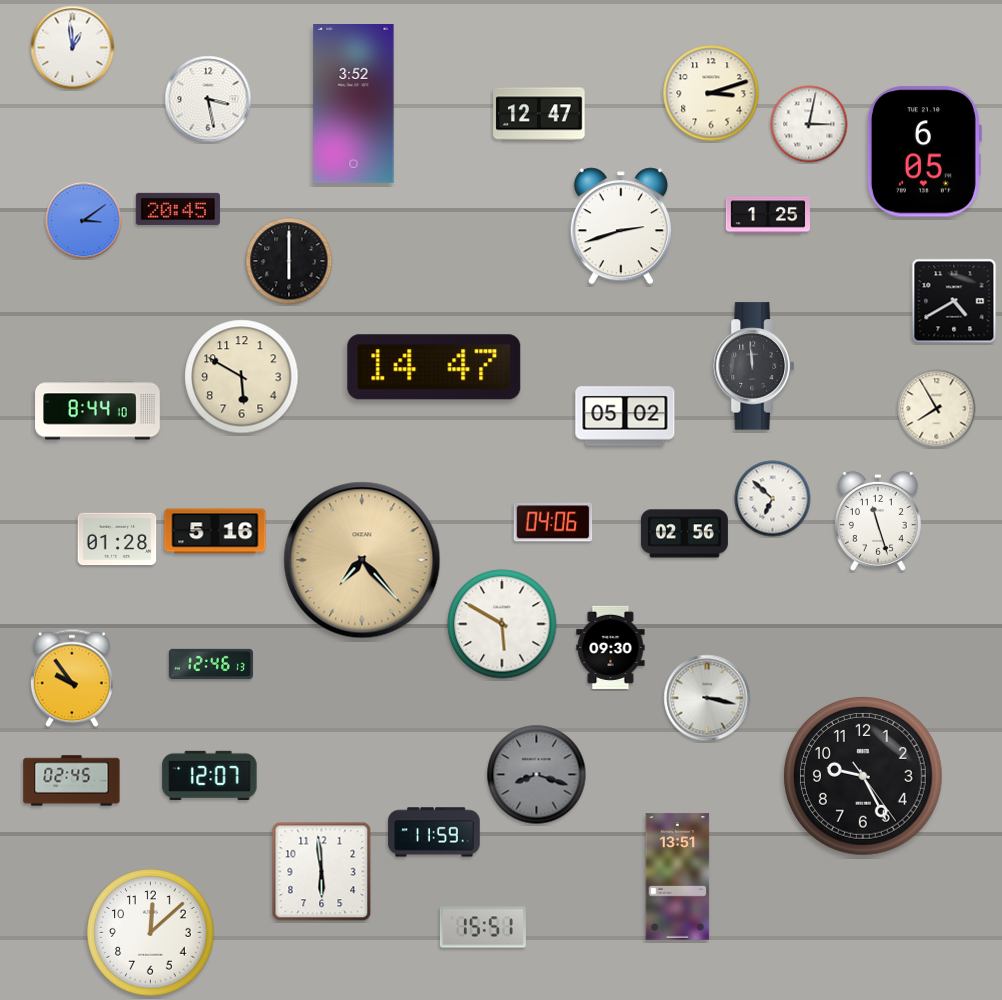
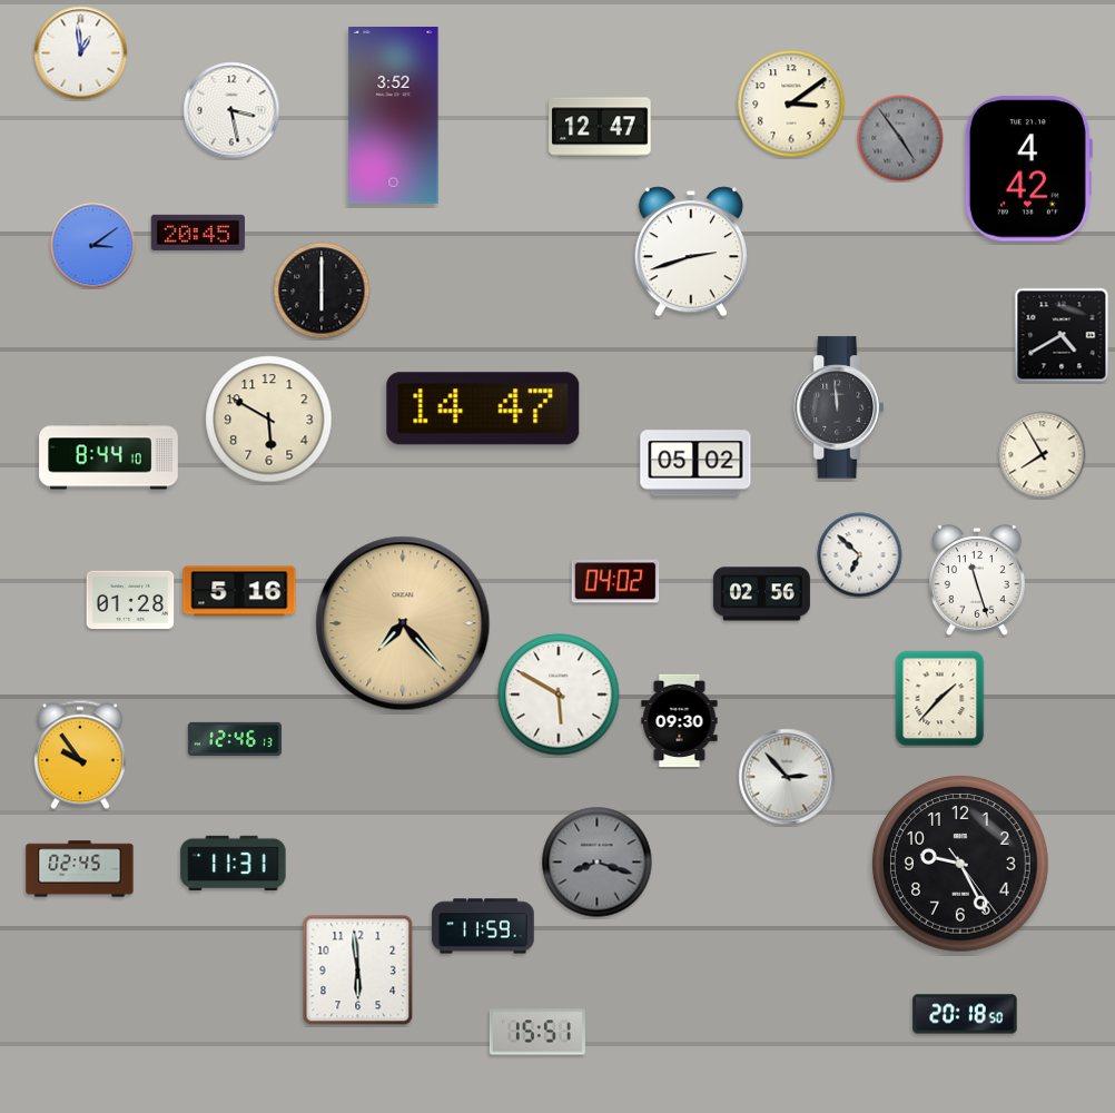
clock at (711, 93): 3:12 -> 3:09
clock at (809, 124): 3:02 -> 4:54
clock at (809, 124) dial: white -> grey
clock at (924, 152): 6:05 -> 4:42
clock at (768, 215): 1:25 -> none
clock at (553, 522): 04:06 -> 04:02
clock at (940, 699): none -> 1:37
clock at (707, 698): 3:17 -> 2:53
clock at (210, 775): 12:07 -> 11:31
clock at (678, 877): 13:51 -> none
clock at (965, 1014): none -> 20:18
clock at (151, 933): 12:08 -> none
